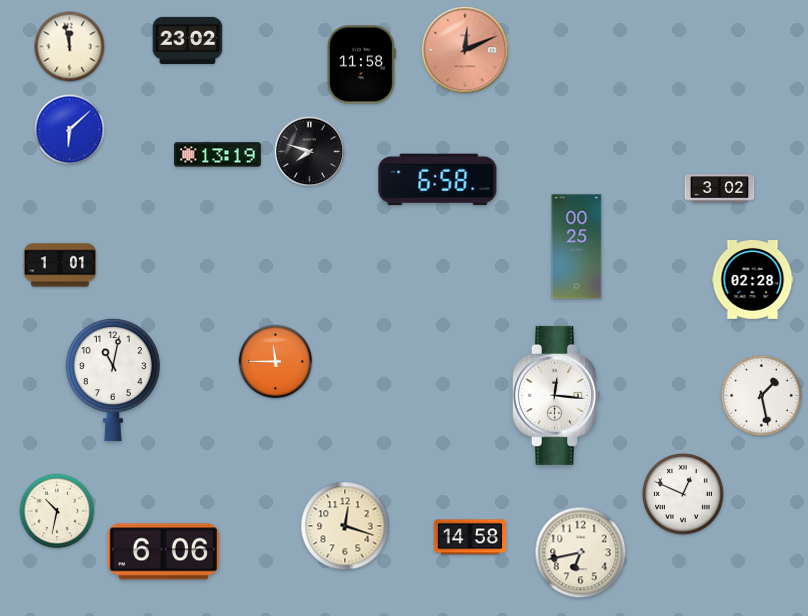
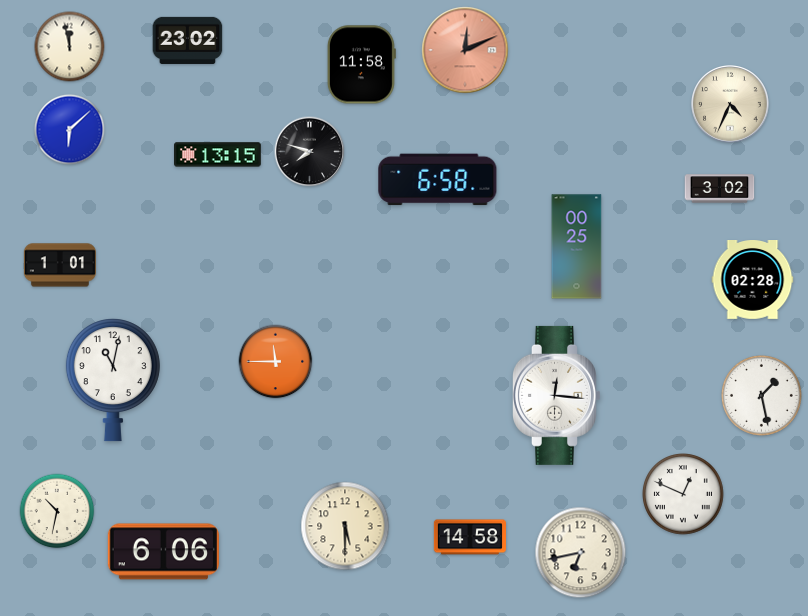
clock at (731, 105): none -> 4:34
clock at (218, 155): 13:19 -> 13:15
clock at (345, 526): 12:18 -> 5:30
